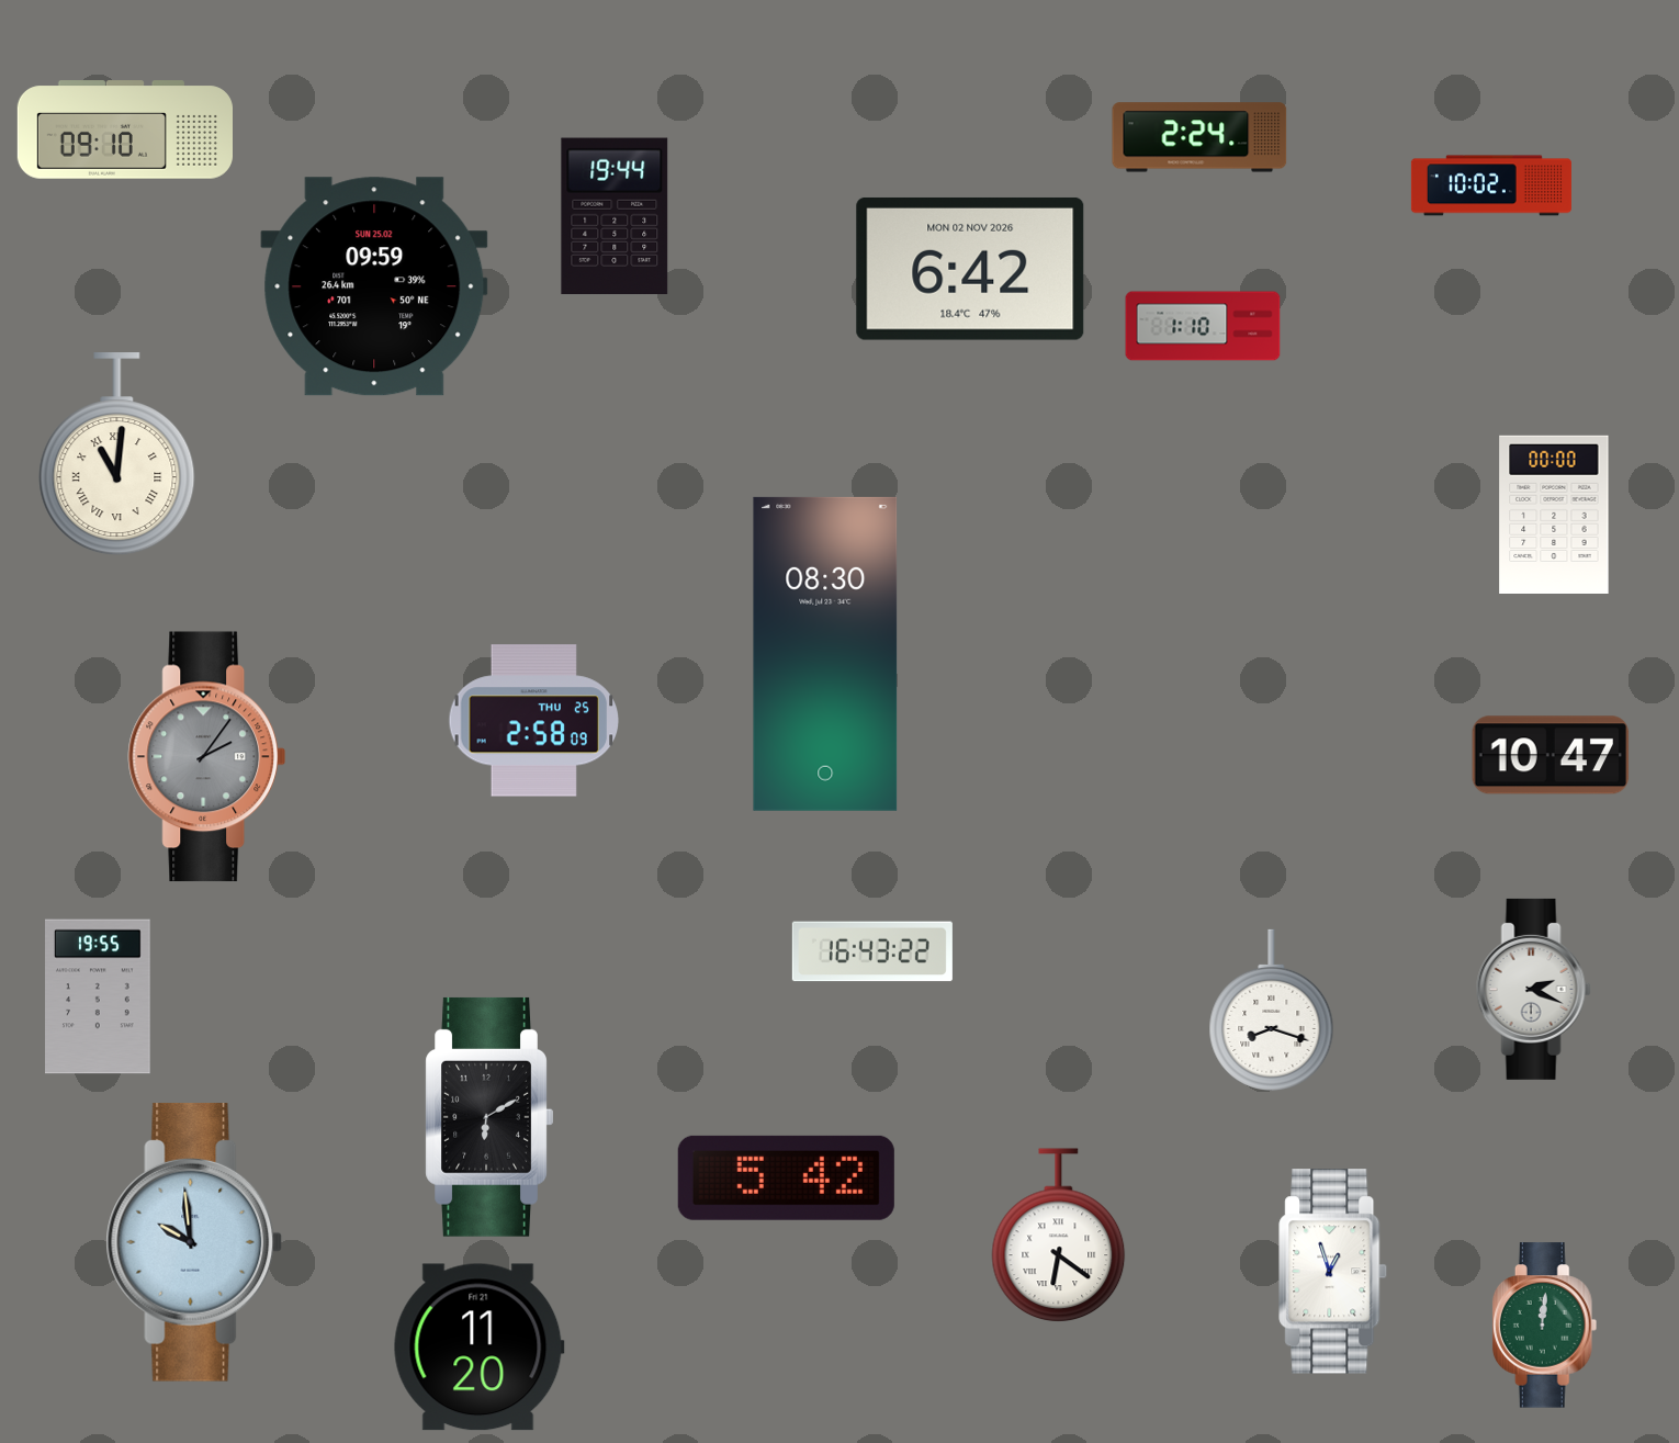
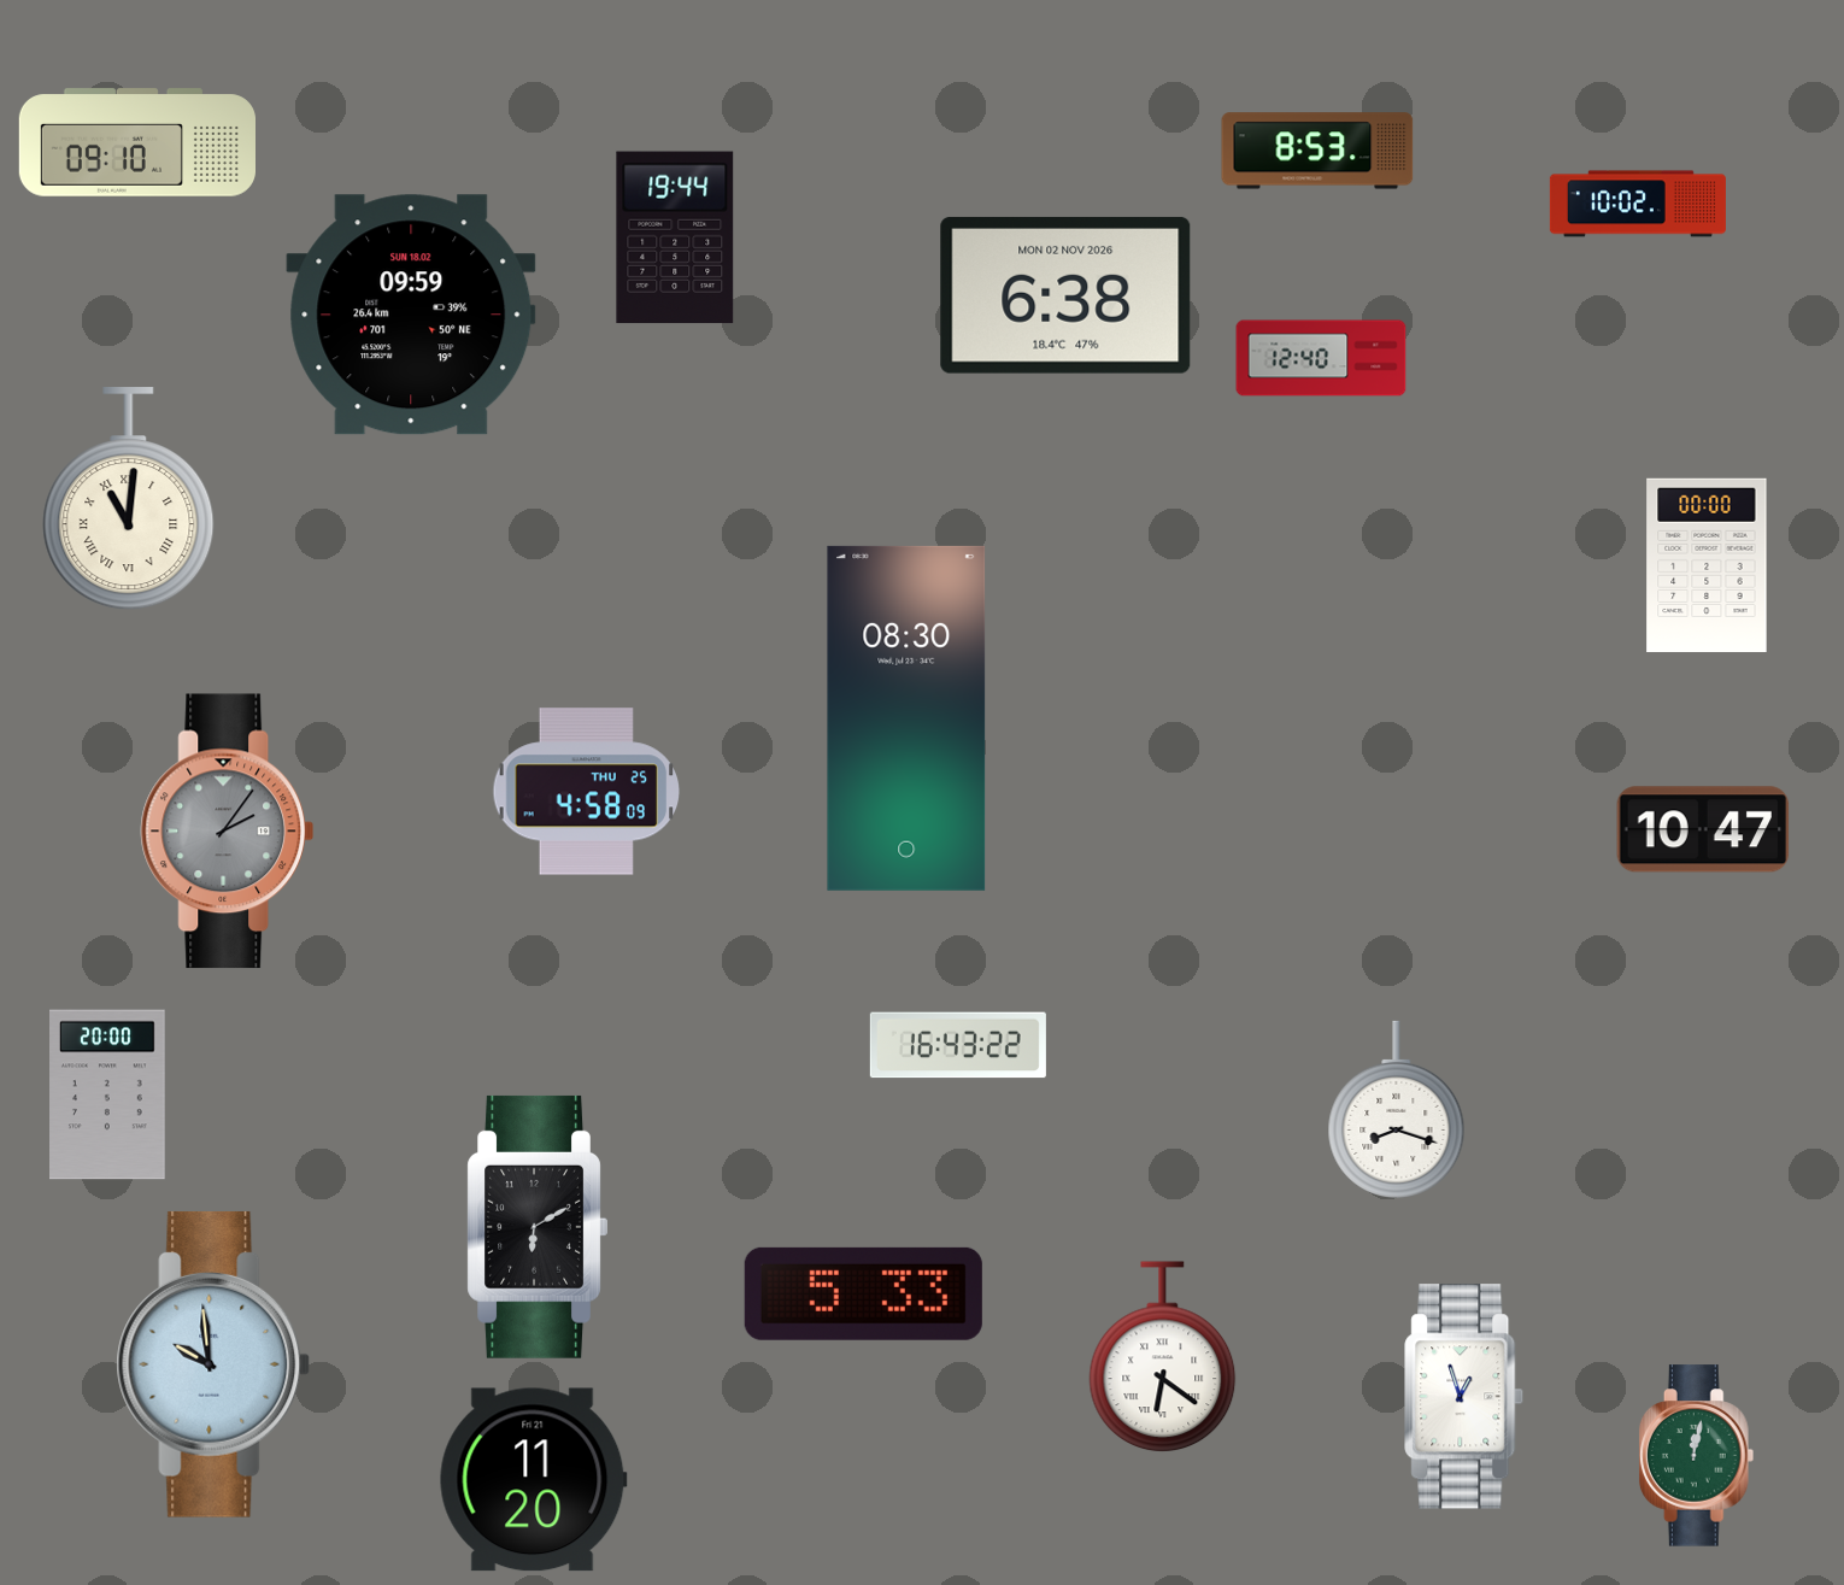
clock at (1199, 137): 2:24 -> 8:53
clock at (970, 269): 6:42 -> 6:38
clock at (374, 286) date: SUN 25.02 -> SUN 18.02
clock at (1203, 326): 1:10 -> 12:40
clock at (534, 721): 2:58 -> 4:58
clock at (1533, 989): 2:19 -> none
clock at (99, 996): 19:55 -> 20:00
clock at (786, 1177): 5:42 -> 5:33
clock at (1545, 1326): 12:01 -> 12:02
clock at (478, 1348) position: (478, 1348) -> (533, 1480)
